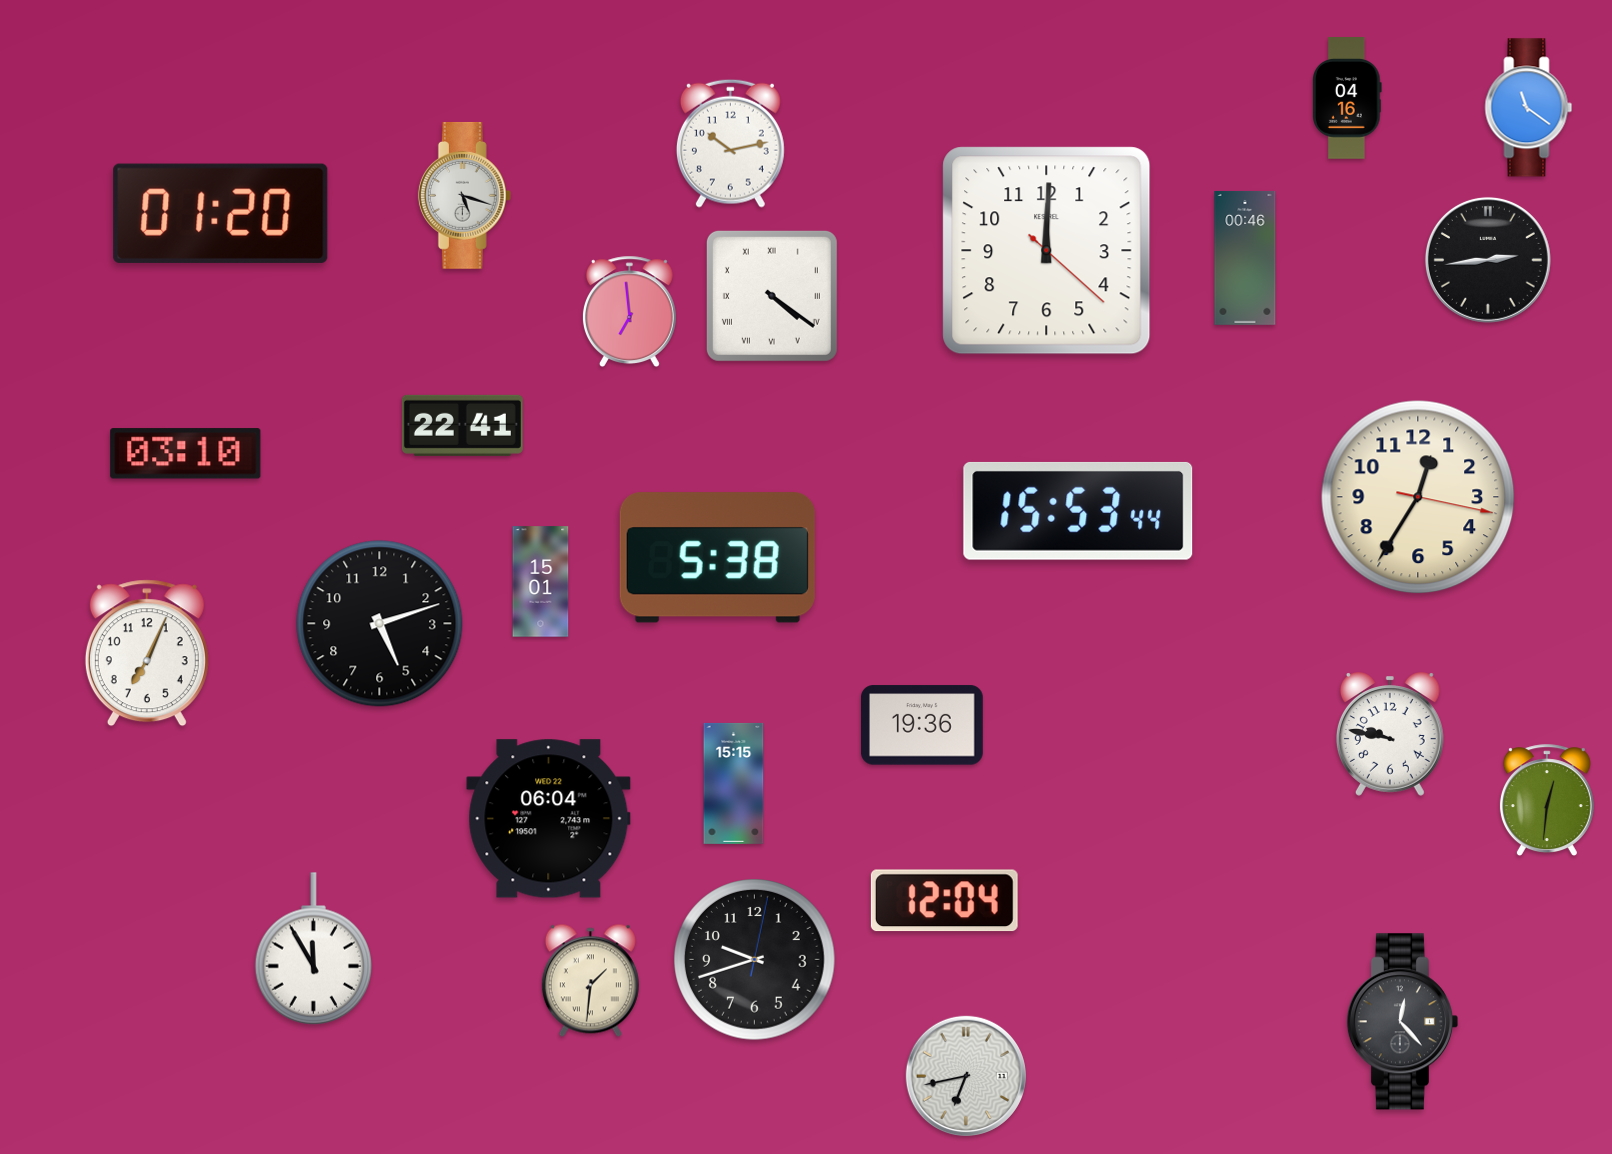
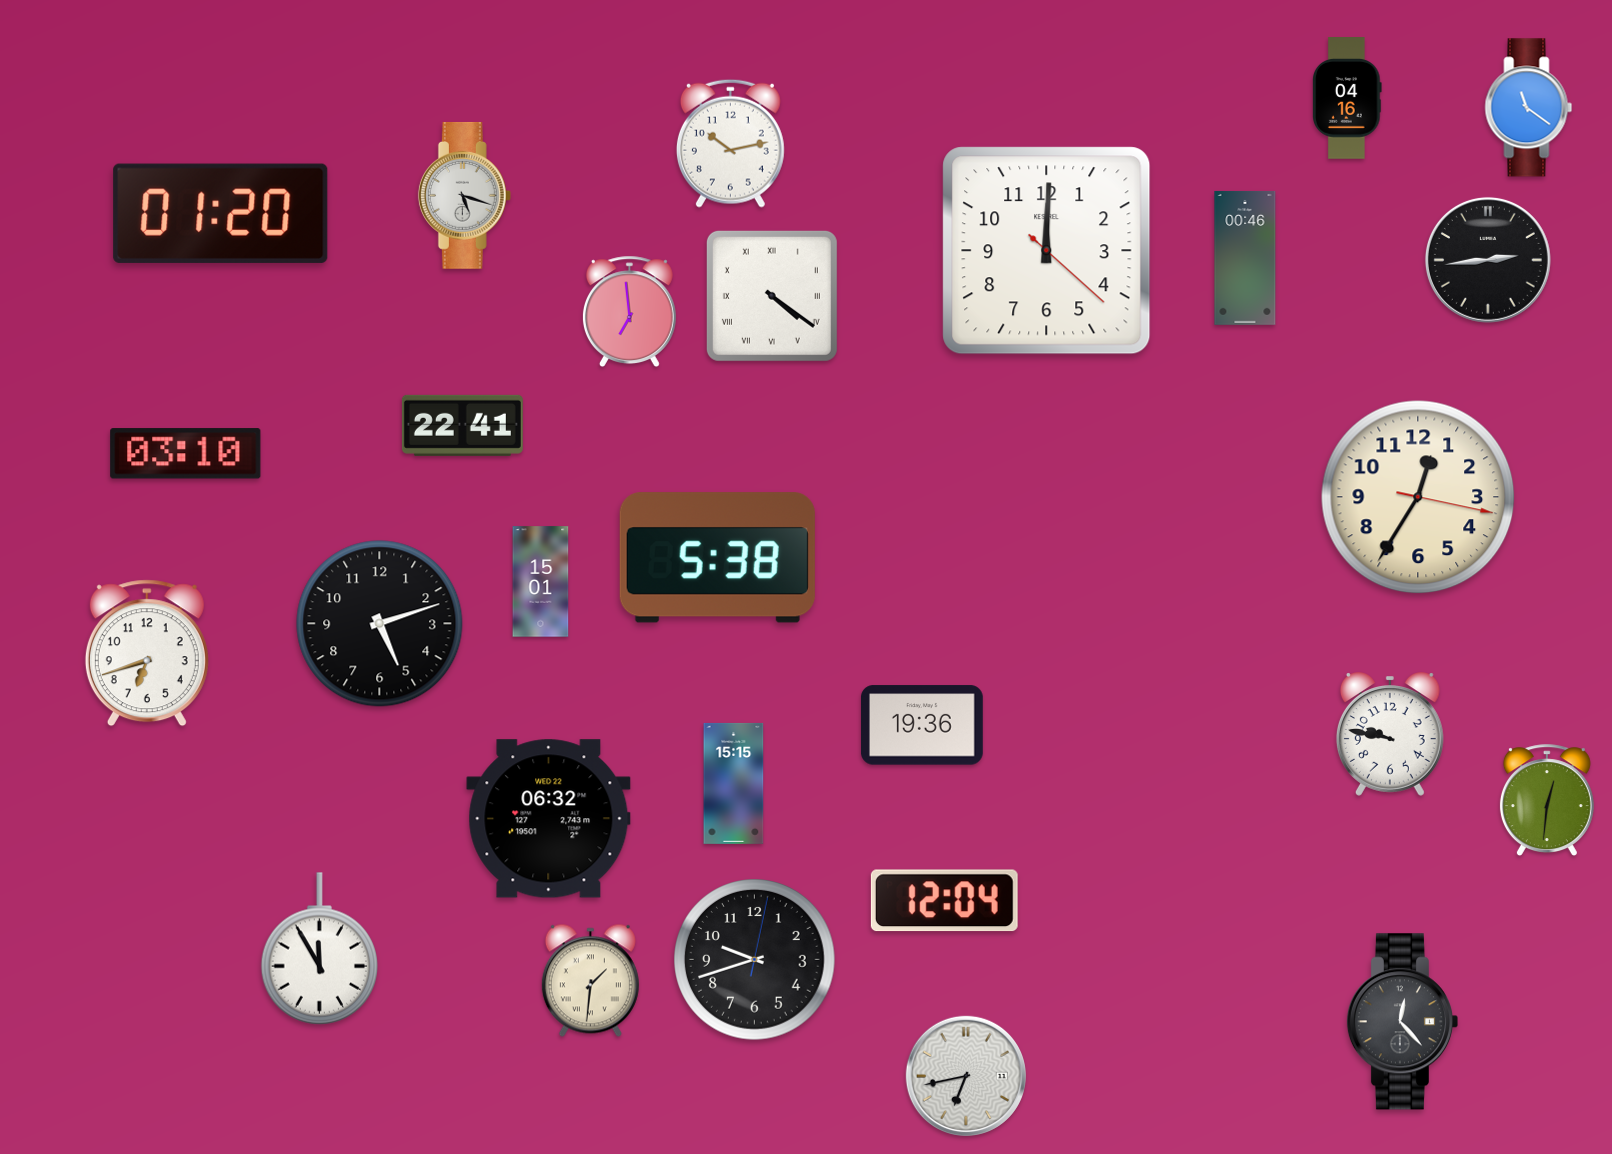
clock at (1078, 511): 15:53 -> none
clock at (147, 653): 7:04 -> 6:42
clock at (549, 819): 06:04 -> 06:32
clock at (313, 949) position: (313, 949) -> (319, 949)
